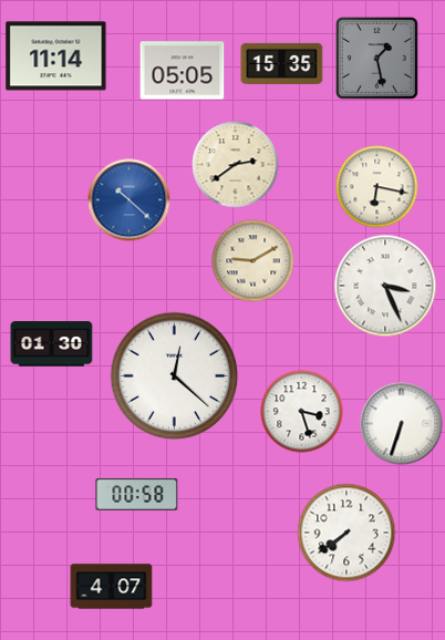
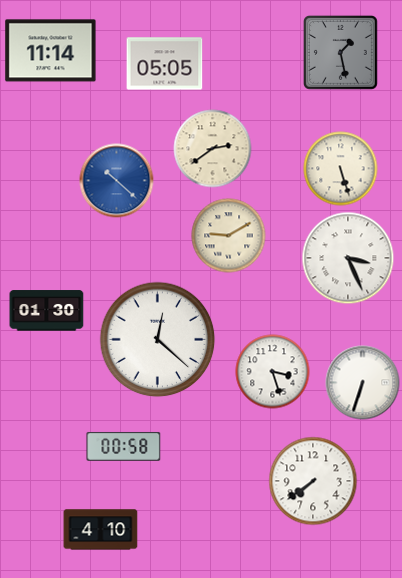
clock at (282, 63): 15:35 -> none
clock at (377, 187): 6:17 -> 5:27
clock at (112, 587): 4:07 -> 4:10
